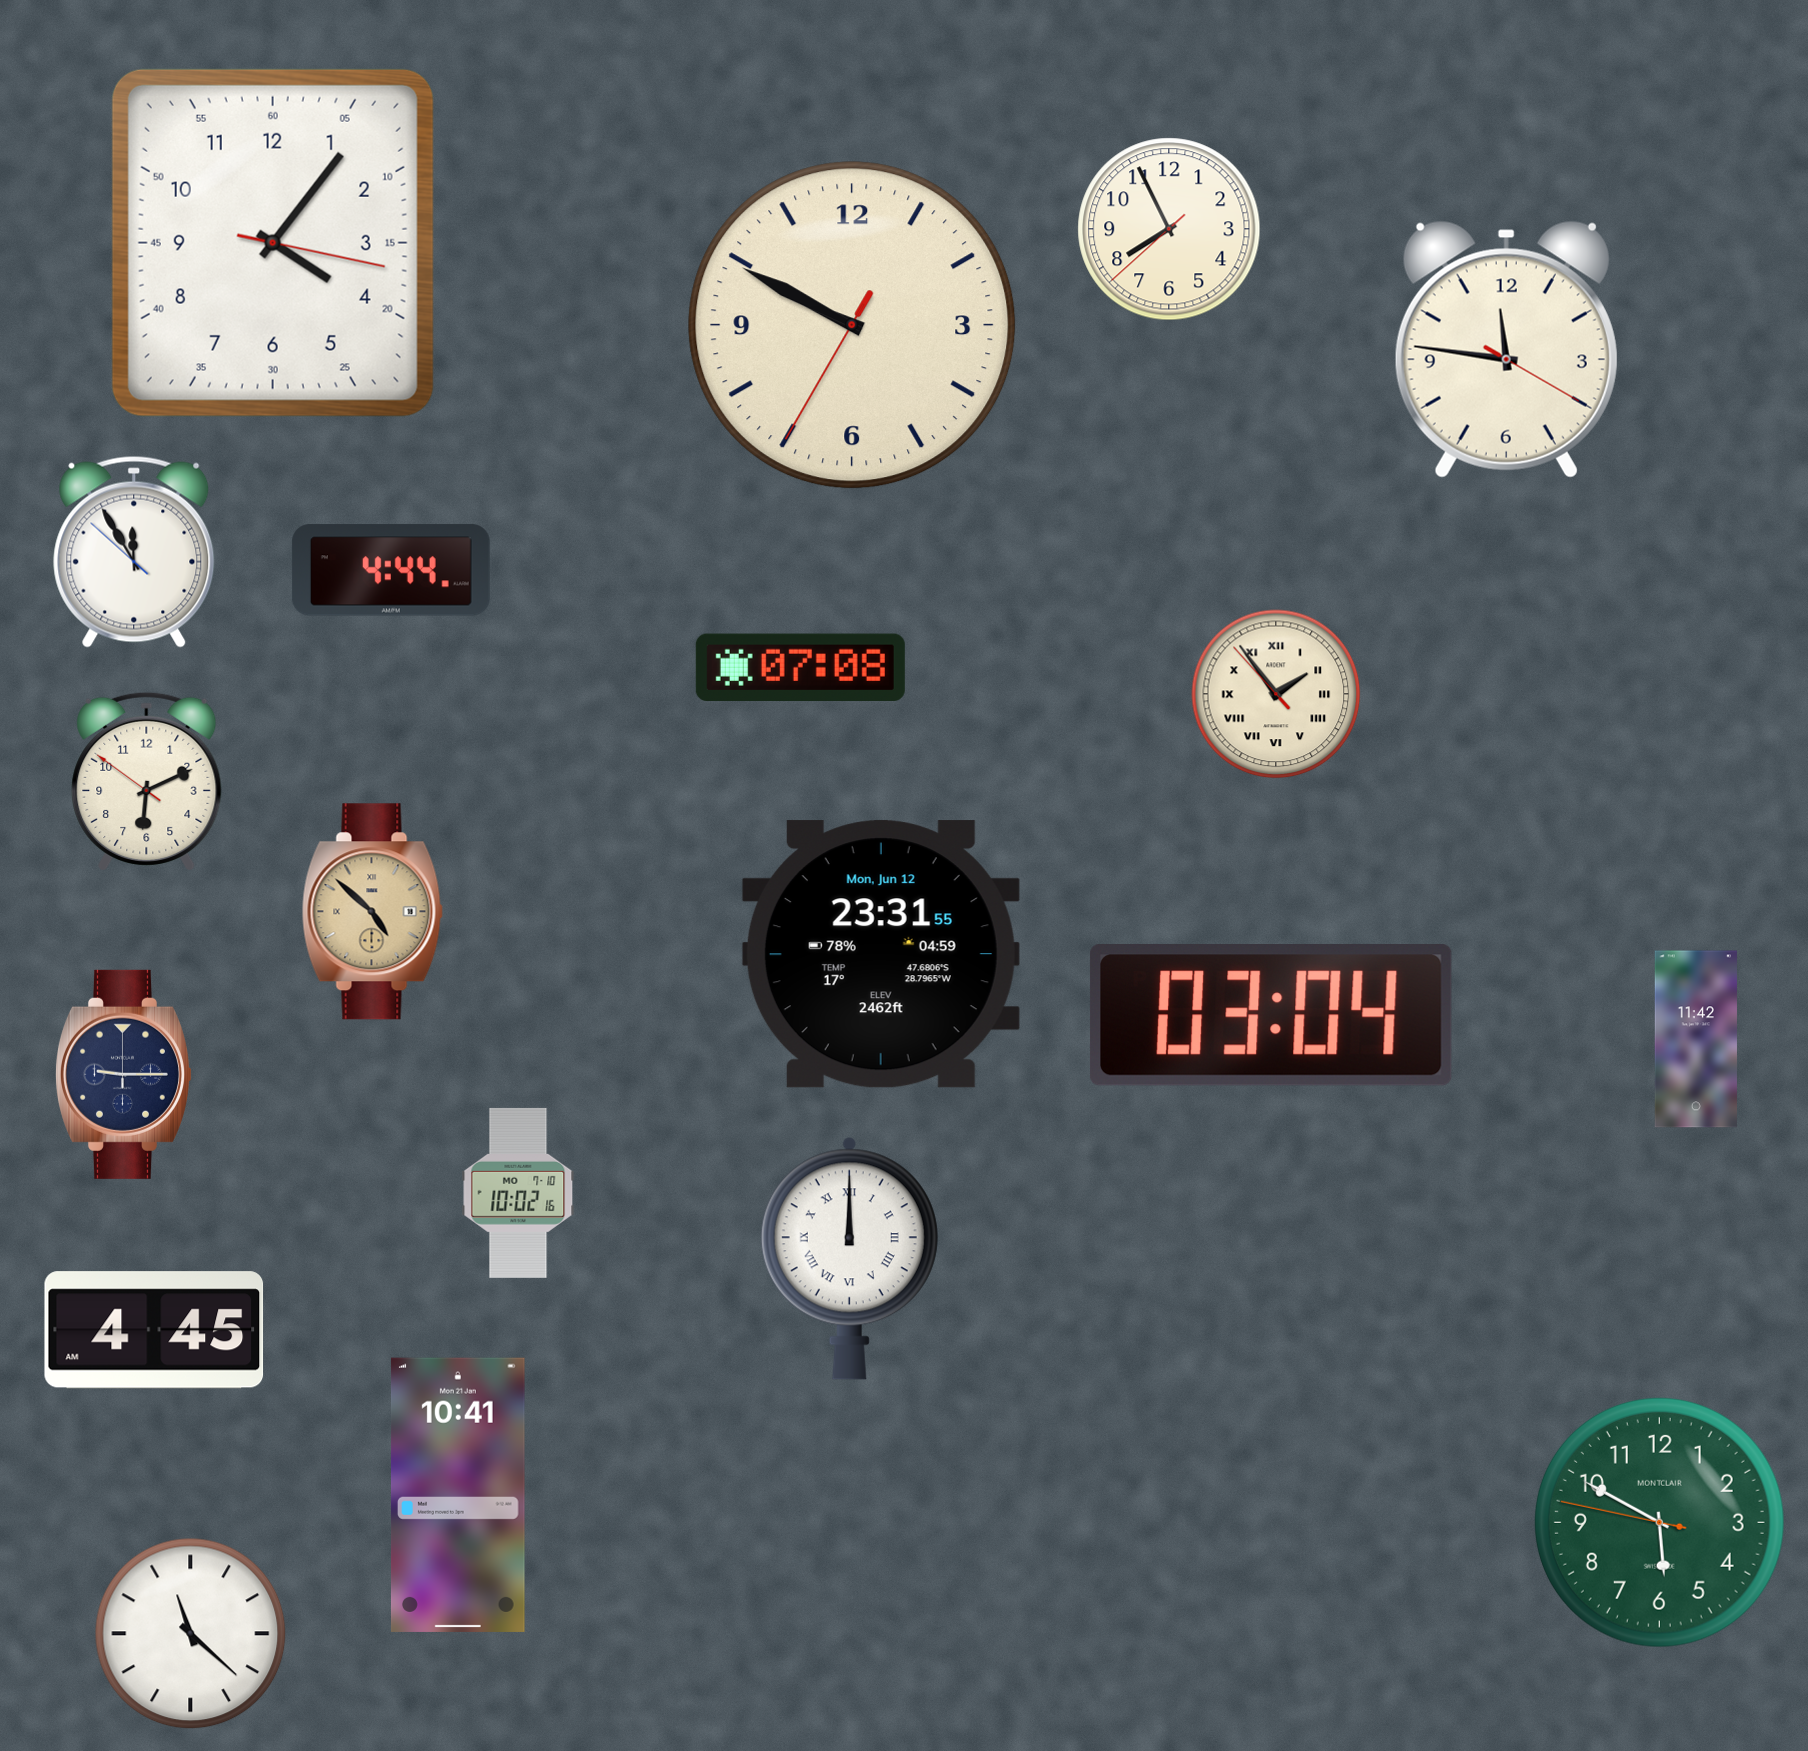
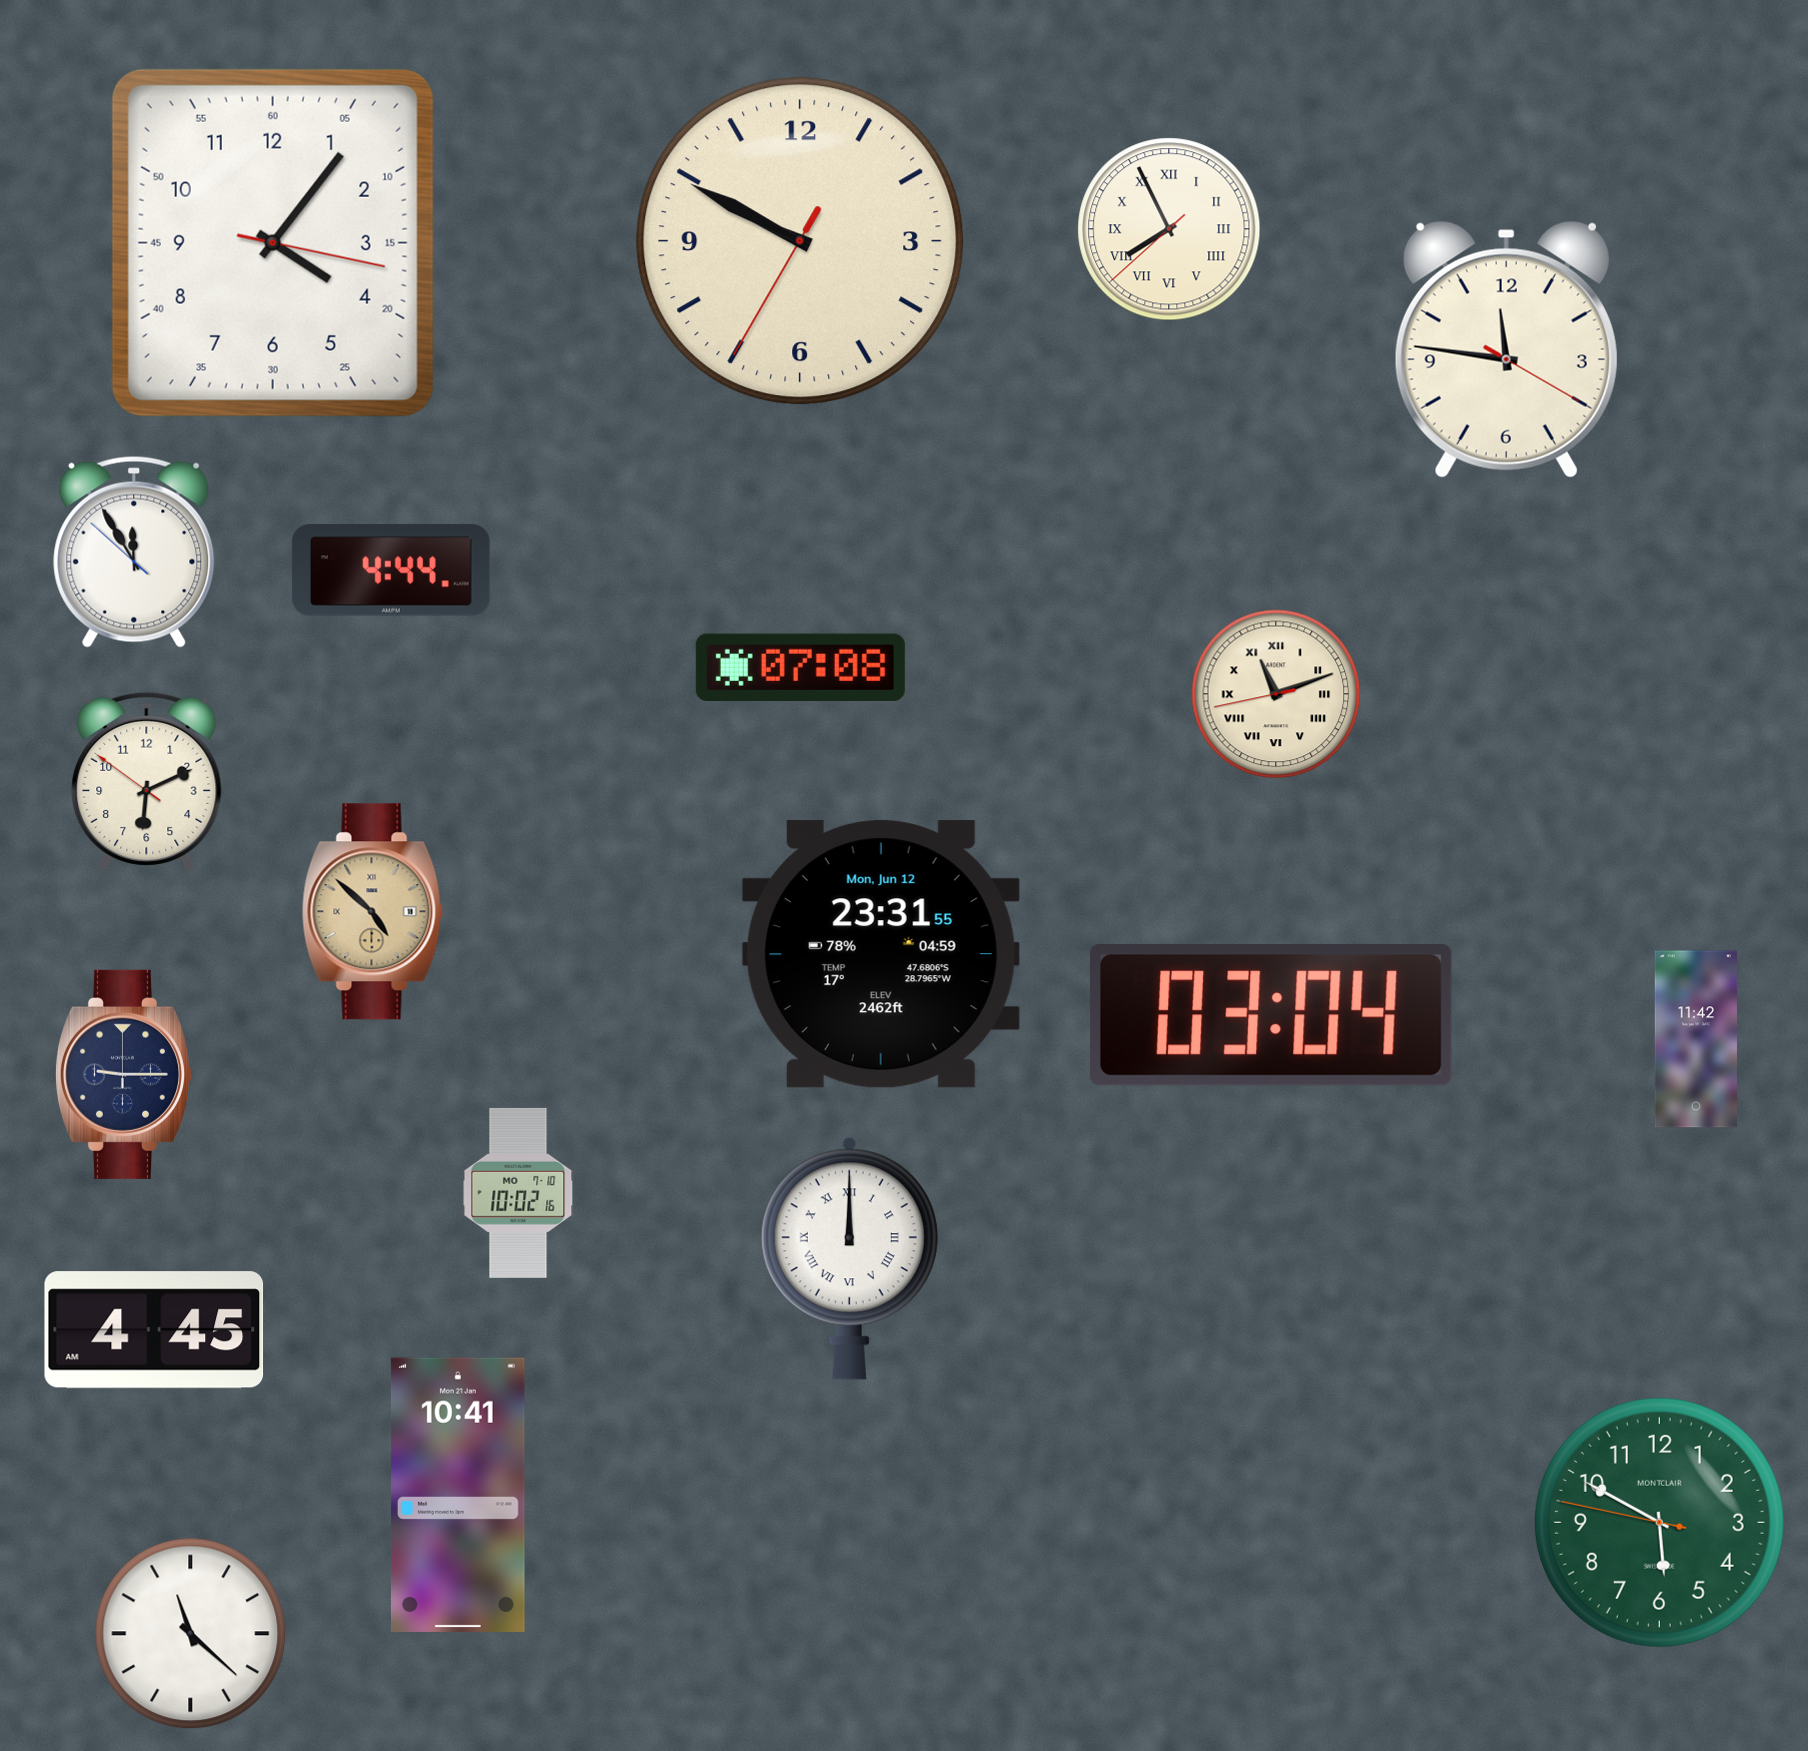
clock at (1169, 229) numerals: Arabic -> Roman
clock at (852, 325) position: (852, 325) -> (800, 241)
clock at (1276, 694): 1:53 -> 11:11
